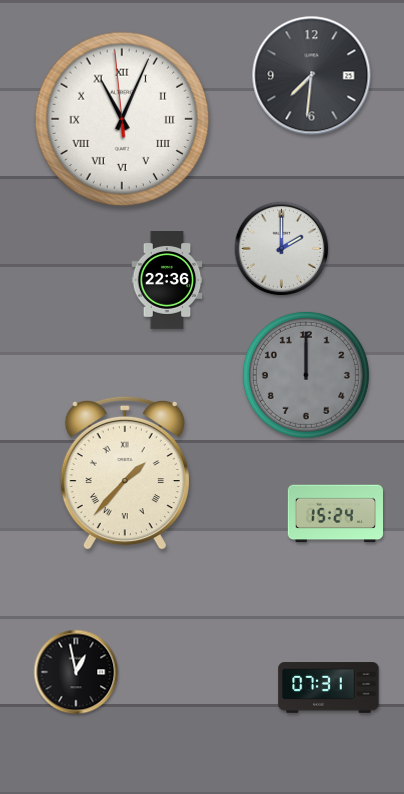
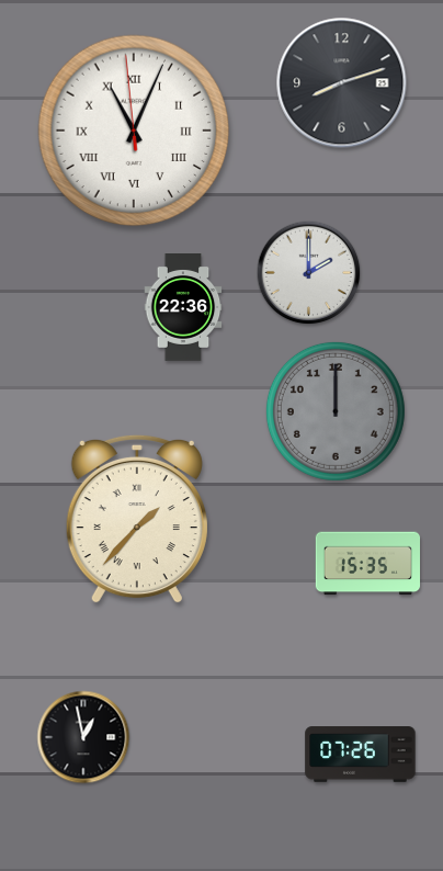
clock at (312, 76): 7:31 -> 8:12
clock at (336, 514): 15:24 -> 15:35
clock at (329, 688): 07:31 -> 07:26
